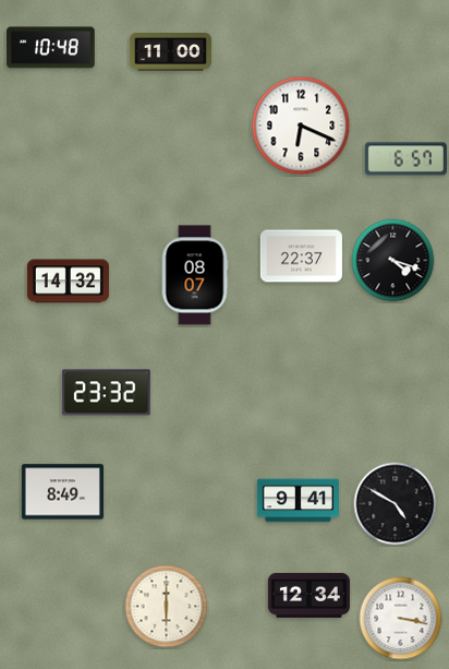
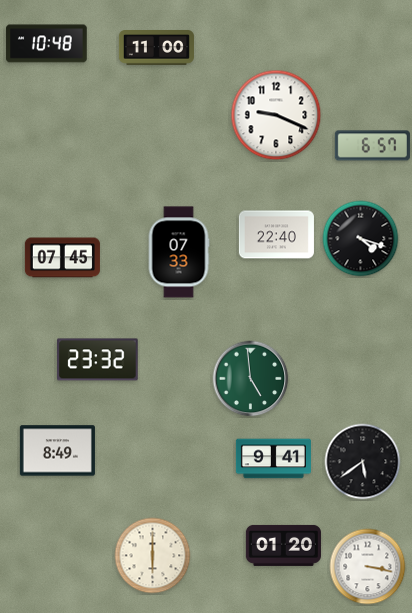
clock at (301, 126): 6:19 -> 9:19
clock at (301, 256): 22:37 -> 22:40
clock at (195, 275): 08:07 -> 07:33
clock at (68, 282): 14:32 -> 07:45
clock at (251, 379): none -> 4:59
clock at (396, 504): 4:50 -> 5:39
clock at (308, 595): 12:34 -> 01:20
